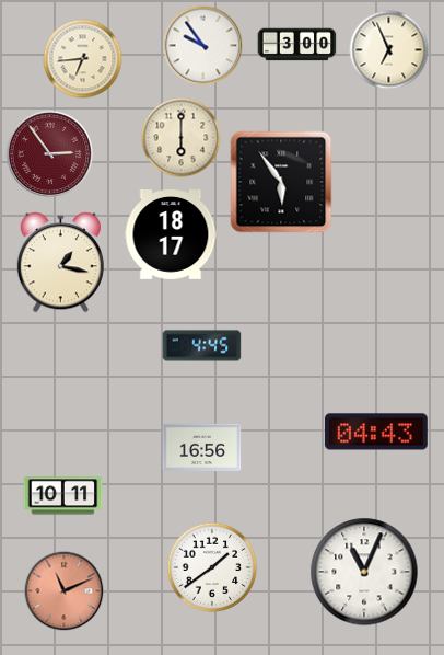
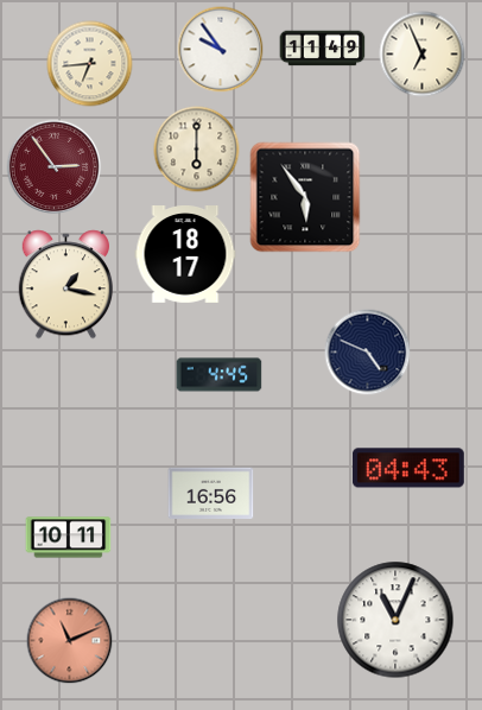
clock at (297, 45): 3:00 -> 11:49
clock at (368, 353): none -> 4:49
clock at (202, 447) position: (202, 447) -> (211, 493)
clock at (212, 567): 1:39 -> none
